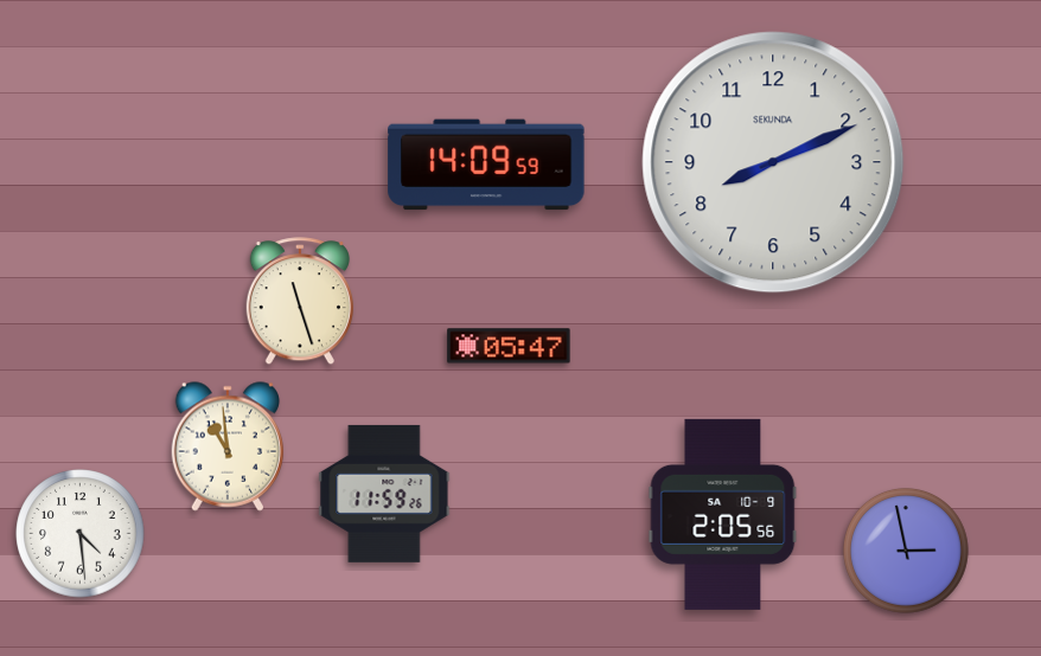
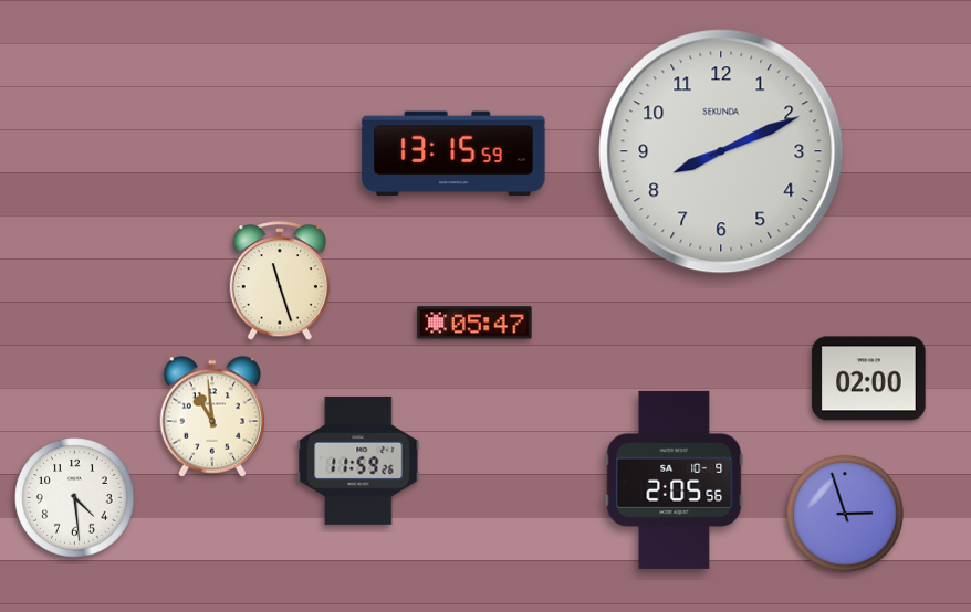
clock at (486, 165): 14:09 -> 13:15
clock at (869, 379): none -> 02:00
clock at (906, 551): 2:58 -> 2:57
